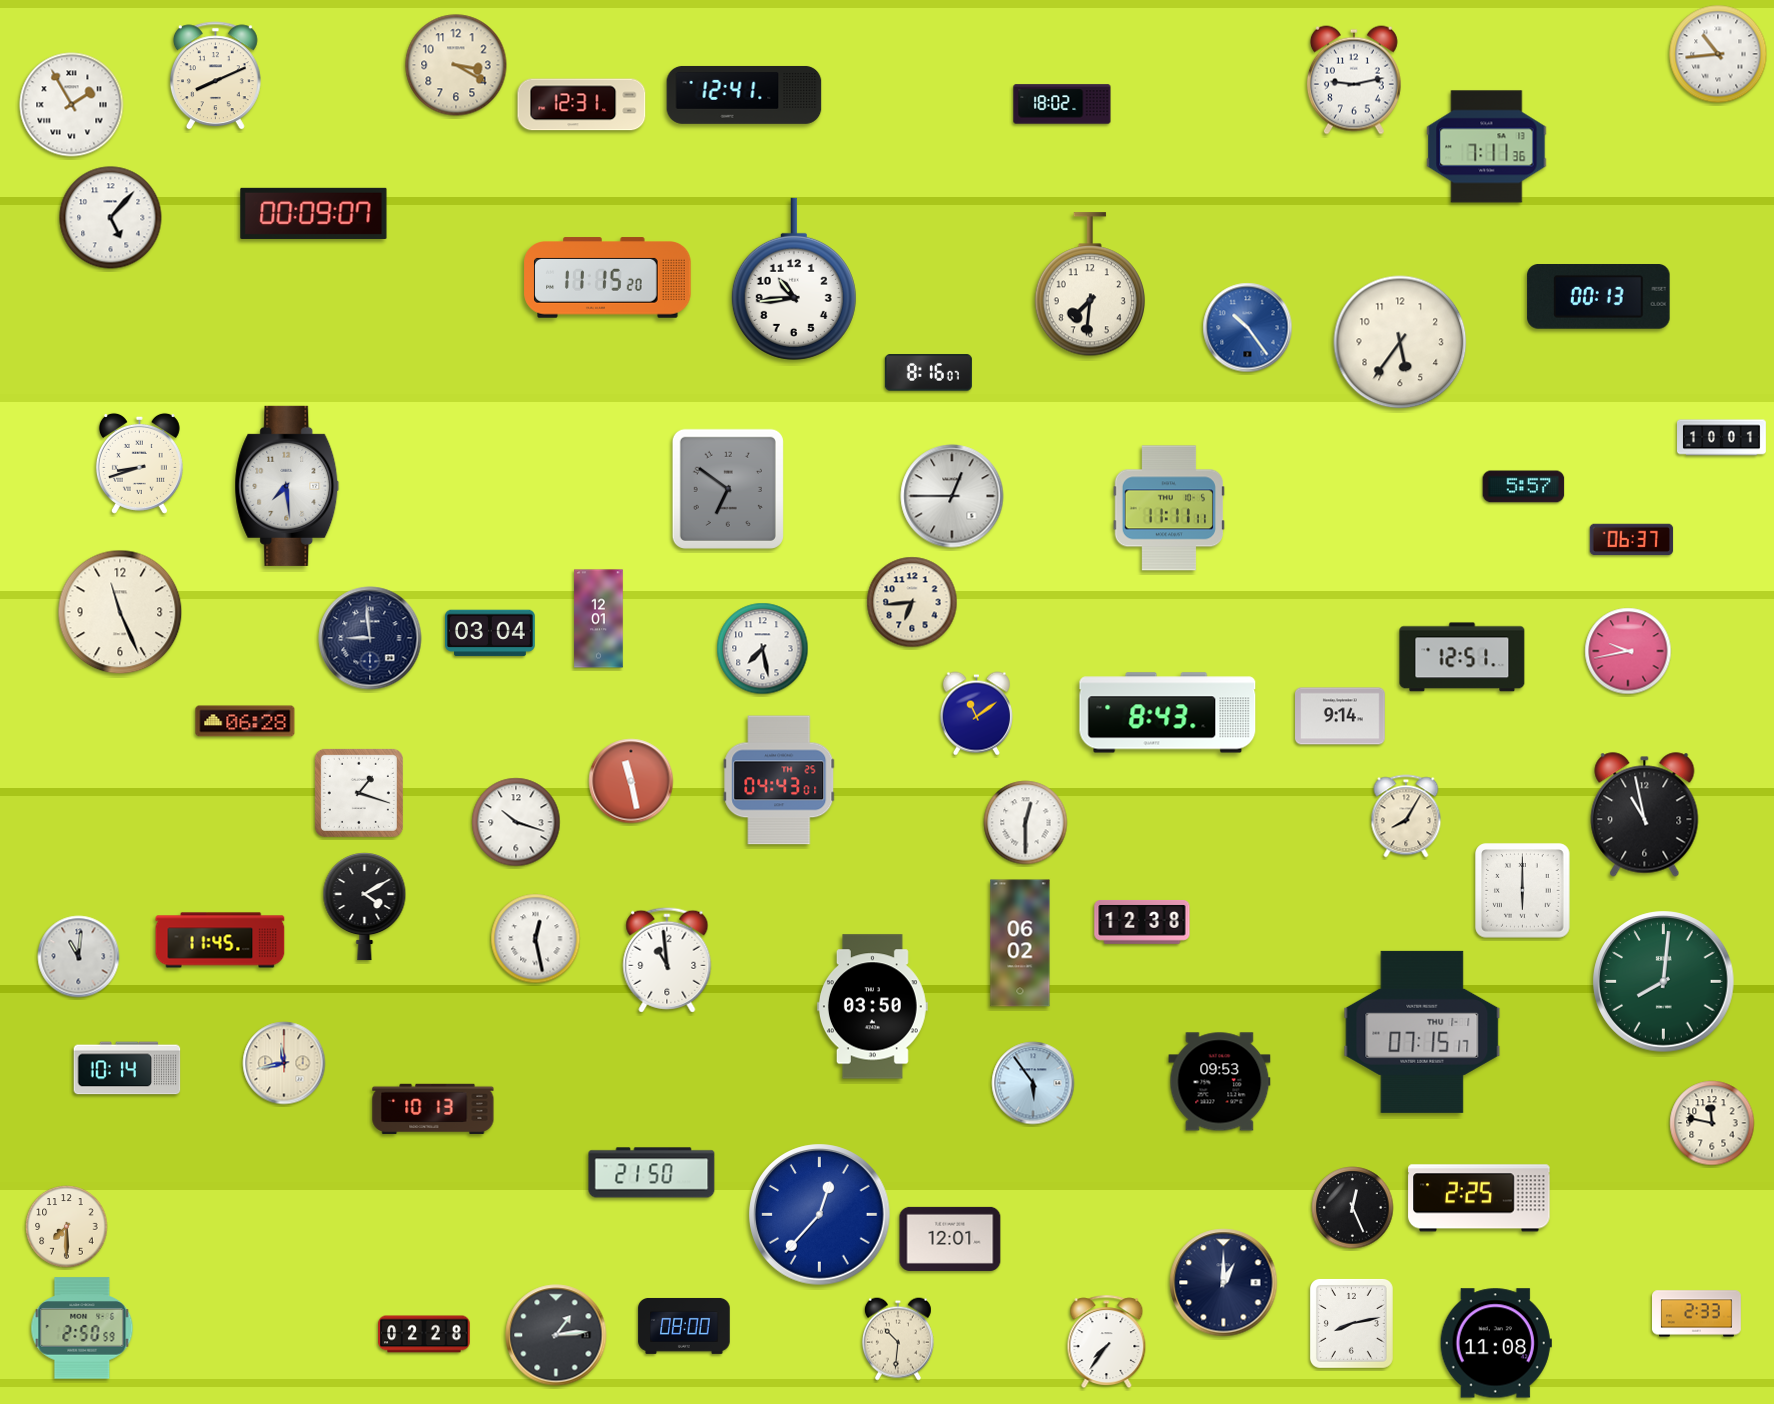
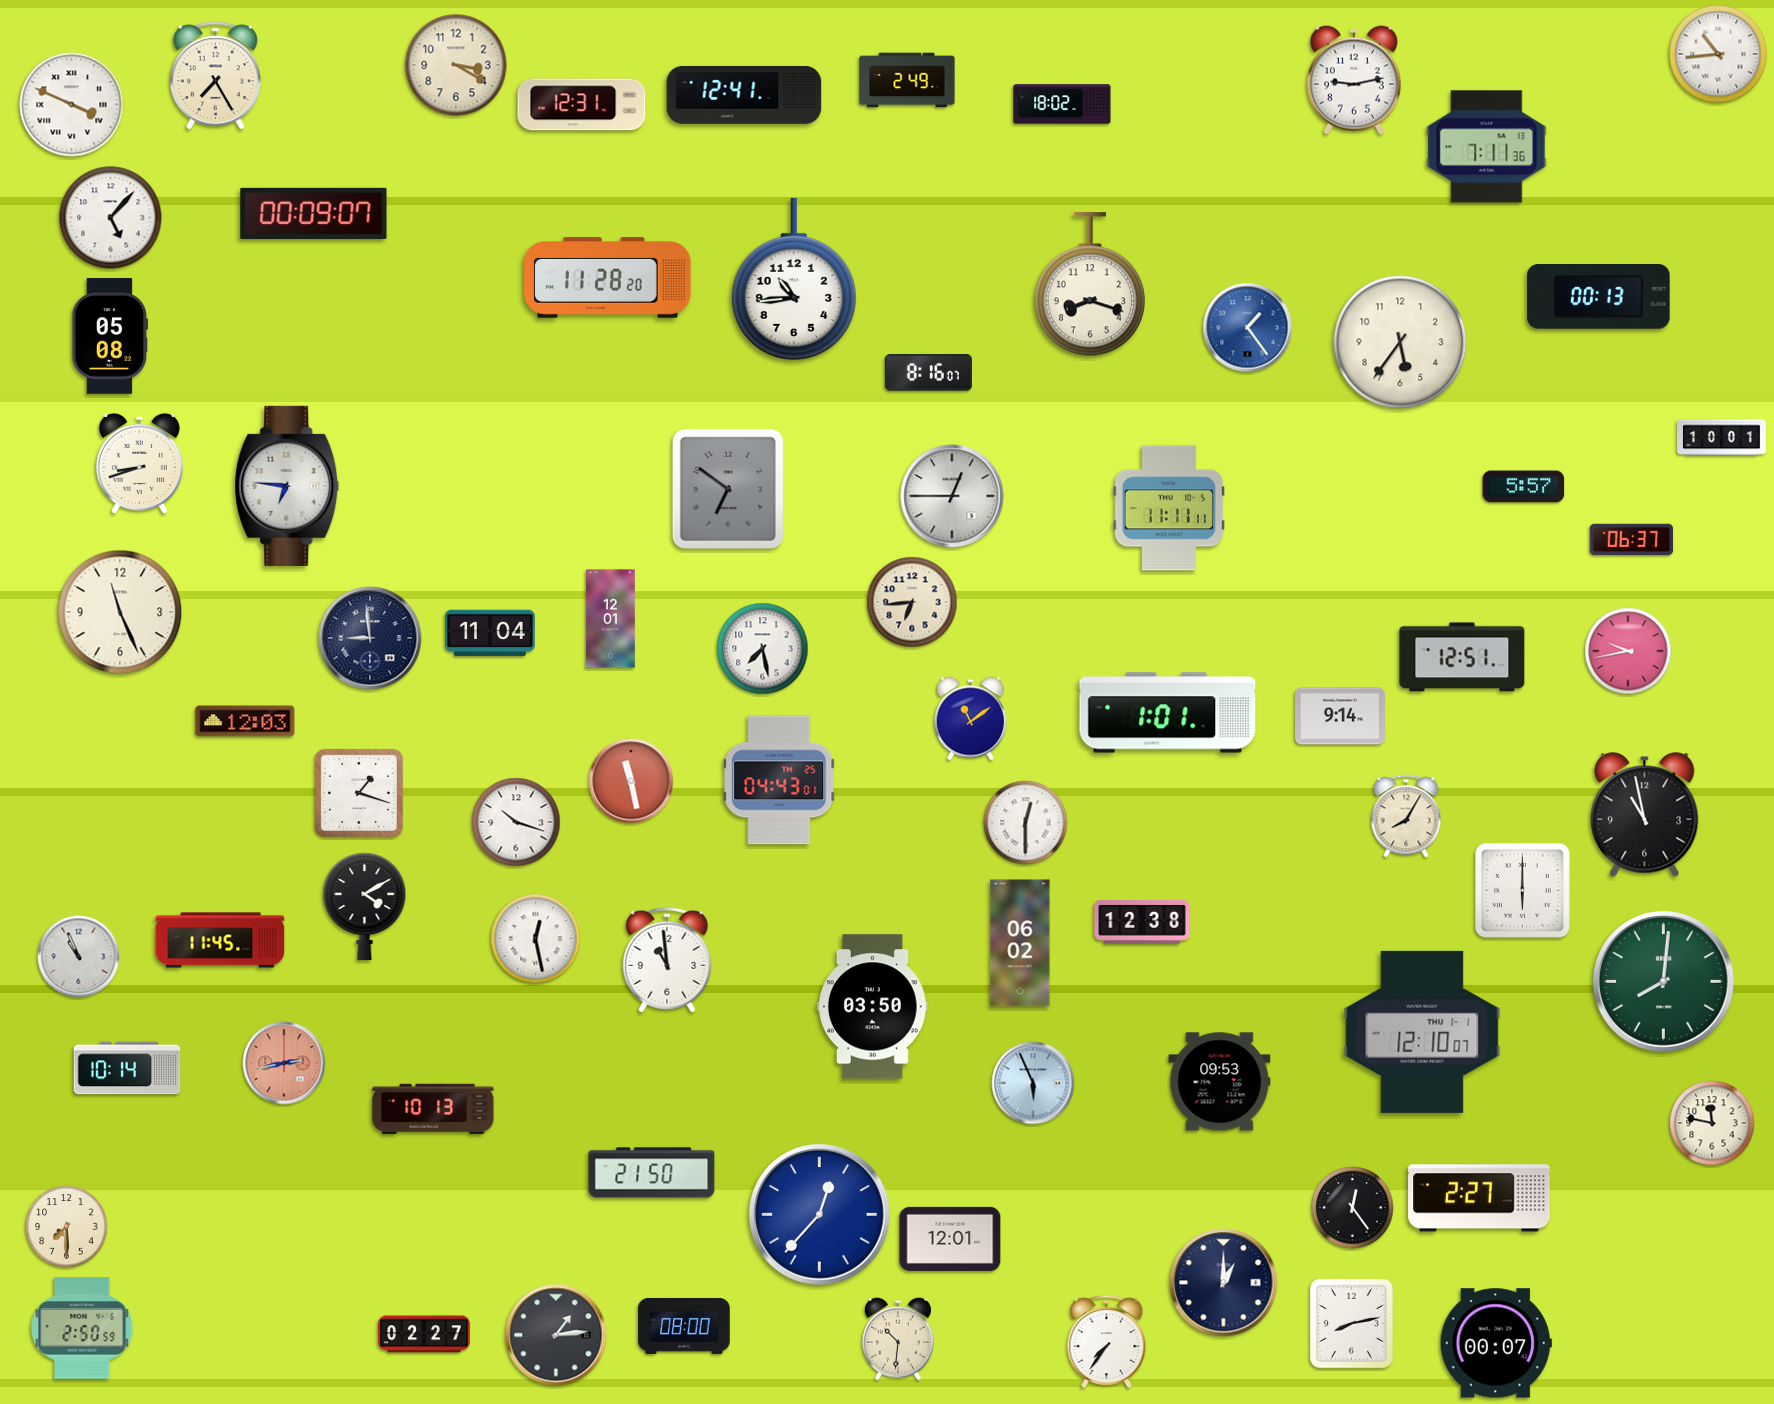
clock at (215, 76): 8:11 -> 7:25
clock at (907, 80): none -> 2:49
clock at (72, 105): 1:55 -> 3:49
clock at (608, 278): 11:15 -> 11:28
clock at (1089, 285): 7:31 -> 8:18
clock at (1248, 328): 10:24 -> 1:24
clock at (109, 336): none -> 05:08
clock at (287, 486): 7:29 -> 6:46
clock at (599, 619) position: (599, 619) -> (611, 619)
clock at (491, 633): 03:04 -> 11:04
clock at (1168, 713): 8:43 -> 1:01
clock at (976, 714) position: (976, 714) -> (970, 719)
clock at (245, 721): 06:28 -> 12:03
clock at (79, 957): 11:01 -> 10:56
clock at (1422, 1032): 07:15 -> 12:10
clock at (284, 1063): 11:43 -> 2:43
clock at (284, 1063) dial: cream -> salmon
clock at (1033, 1083): 5:54 -> 5:56
clock at (1479, 1198): 2:25 -> 2:27
clock at (1353, 1208): 12:26 -> 12:24
clock at (1697, 1314): 2:33 -> none
clock at (424, 1334): 02:28 -> 02:27
clock at (1496, 1343): 11:08 -> 00:07
